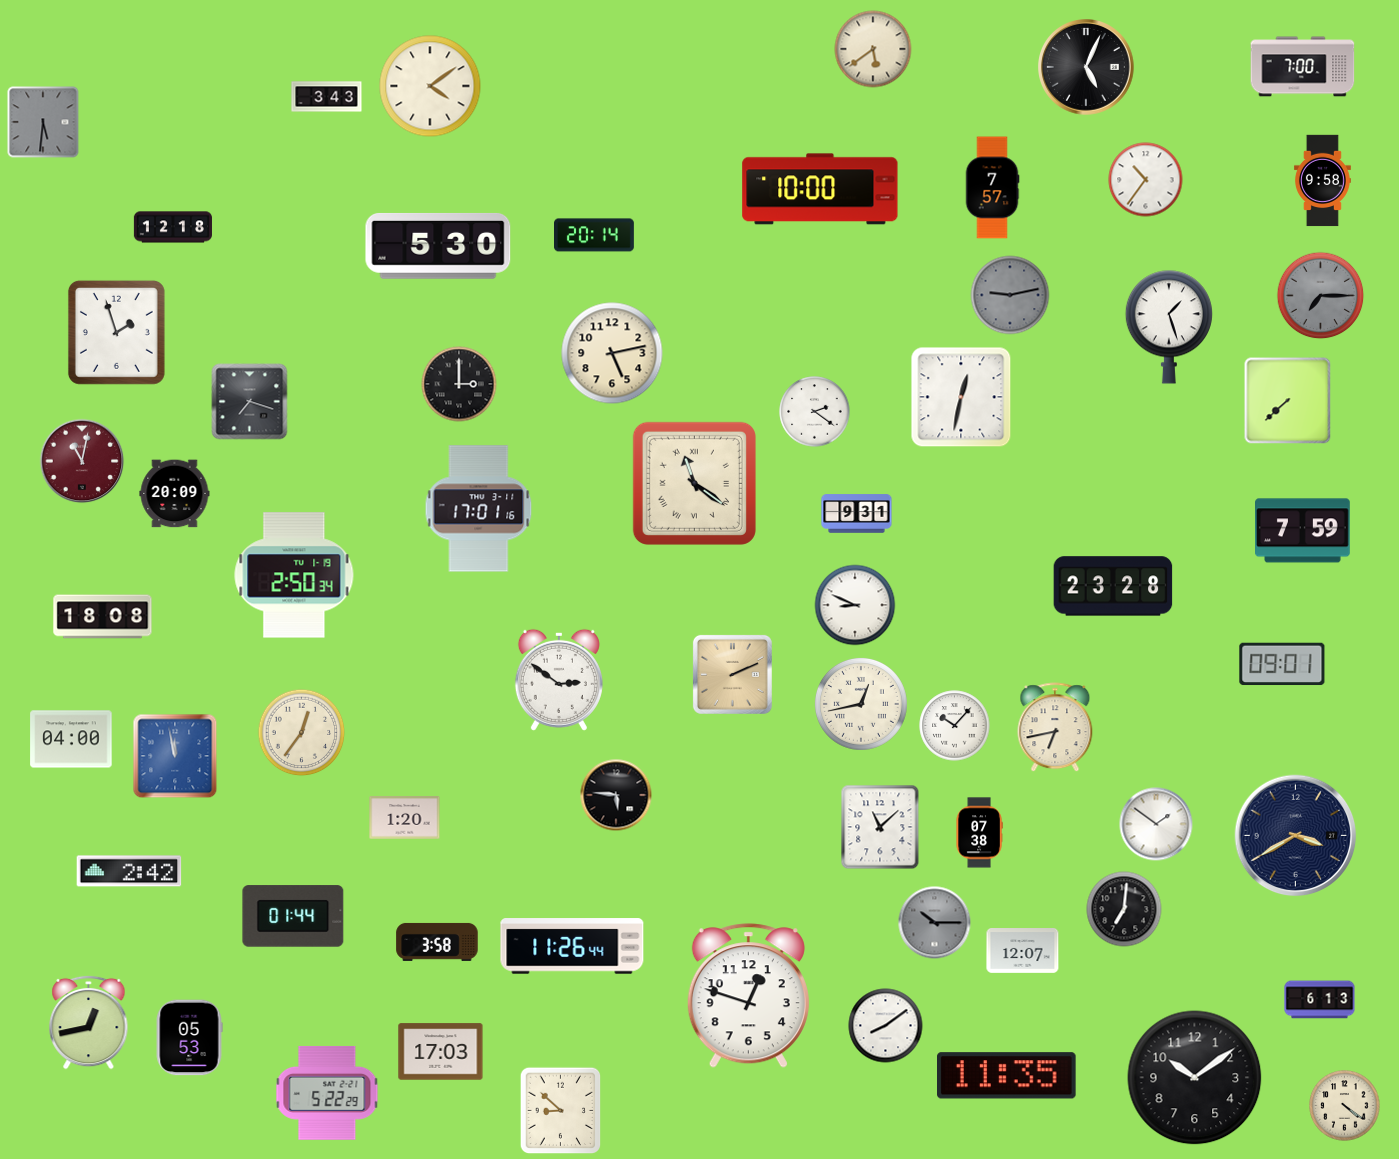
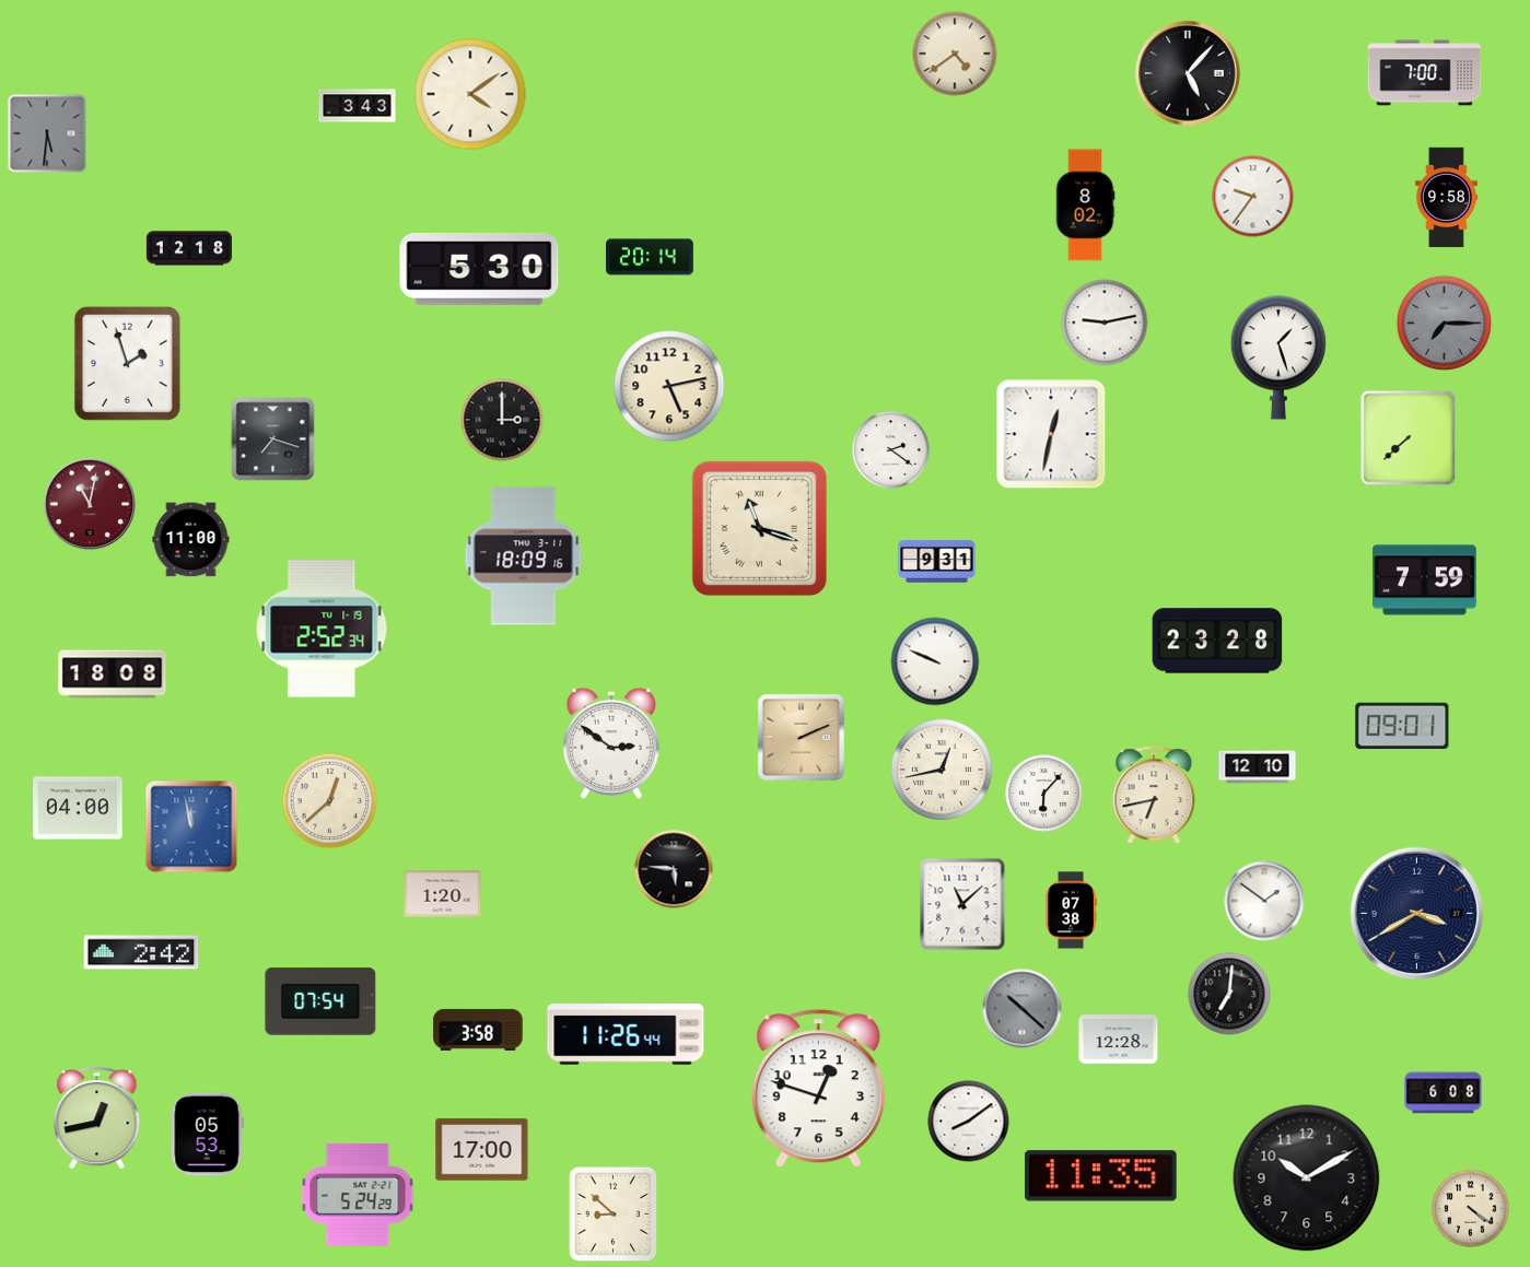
clock at (873, 49): 5:39 -> 4:39
clock at (1086, 67): 5:04 -> 5:07
clock at (1146, 180): 10:36 -> 9:36
clock at (992, 188): 7:57 -> 8:02
clock at (820, 189): 10:00 -> none
clock at (1010, 295) dial: grey -> white
clock at (694, 483): 11:21 -> 11:18
clock at (175, 494): 20:09 -> 11:00
clock at (479, 509): 17:01 -> 18:09
clock at (294, 575): 2:50 -> 2:52
clock at (855, 605): 8:49 -> 9:49
clock at (1258, 767): none -> 12:10
clock at (955, 726): 10:07 -> 6:07
clock at (302, 733): 12:36 -> 12:38
clock at (293, 916): 01:44 -> 07:54
clock at (935, 923): 10:15 -> 10:22
clock at (1023, 951): 12:07 -> 12:28
clock at (1320, 1000): 6:13 -> 6:08
clock at (441, 1052): 17:03 -> 17:00
clock at (1195, 1078): 10:09 -> 10:10
clock at (327, 1093): 5:22 -> 5:24
